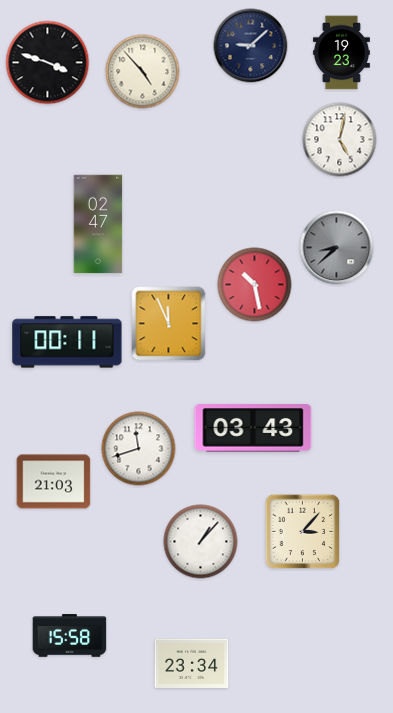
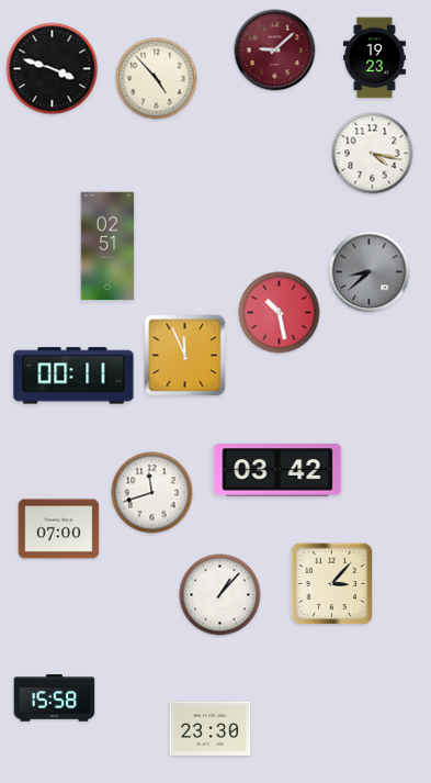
clock at (251, 46) dial: navy -> burgundy
clock at (340, 140): 5:02 -> 4:17
clock at (98, 224): 02:47 -> 02:51
clock at (253, 428): 03:43 -> 03:42
clock at (54, 482): 21:03 -> 07:00
clock at (70, 636) position: (70, 636) -> (55, 698)
clock at (192, 663): 23:34 -> 23:30
